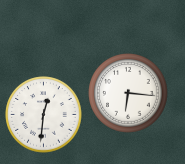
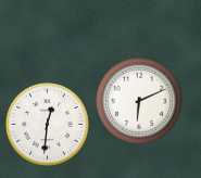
clock at (128, 93): 6:16 -> 6:11
